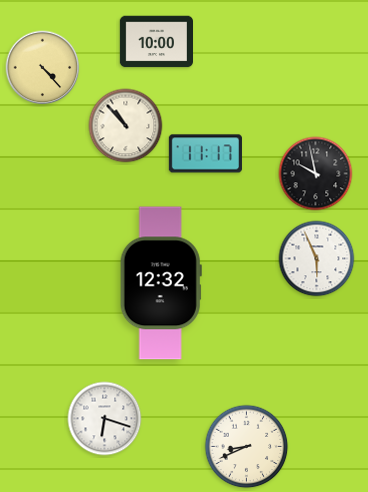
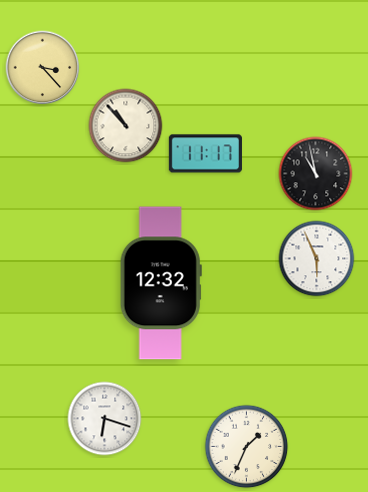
clock at (156, 42): 10:00 -> none
clock at (43, 68): 4:23 -> 3:23
clock at (316, 174): 9:58 -> 10:58
clock at (247, 447): 8:41 -> 1:34
